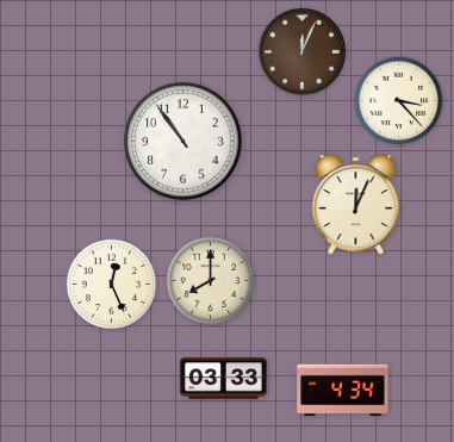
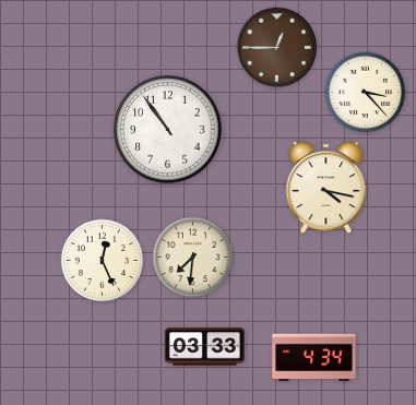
clock at (301, 51): 12:04 -> 12:45
clock at (356, 205): 12:04 -> 4:17
clock at (211, 281): 8:00 -> 7:31
